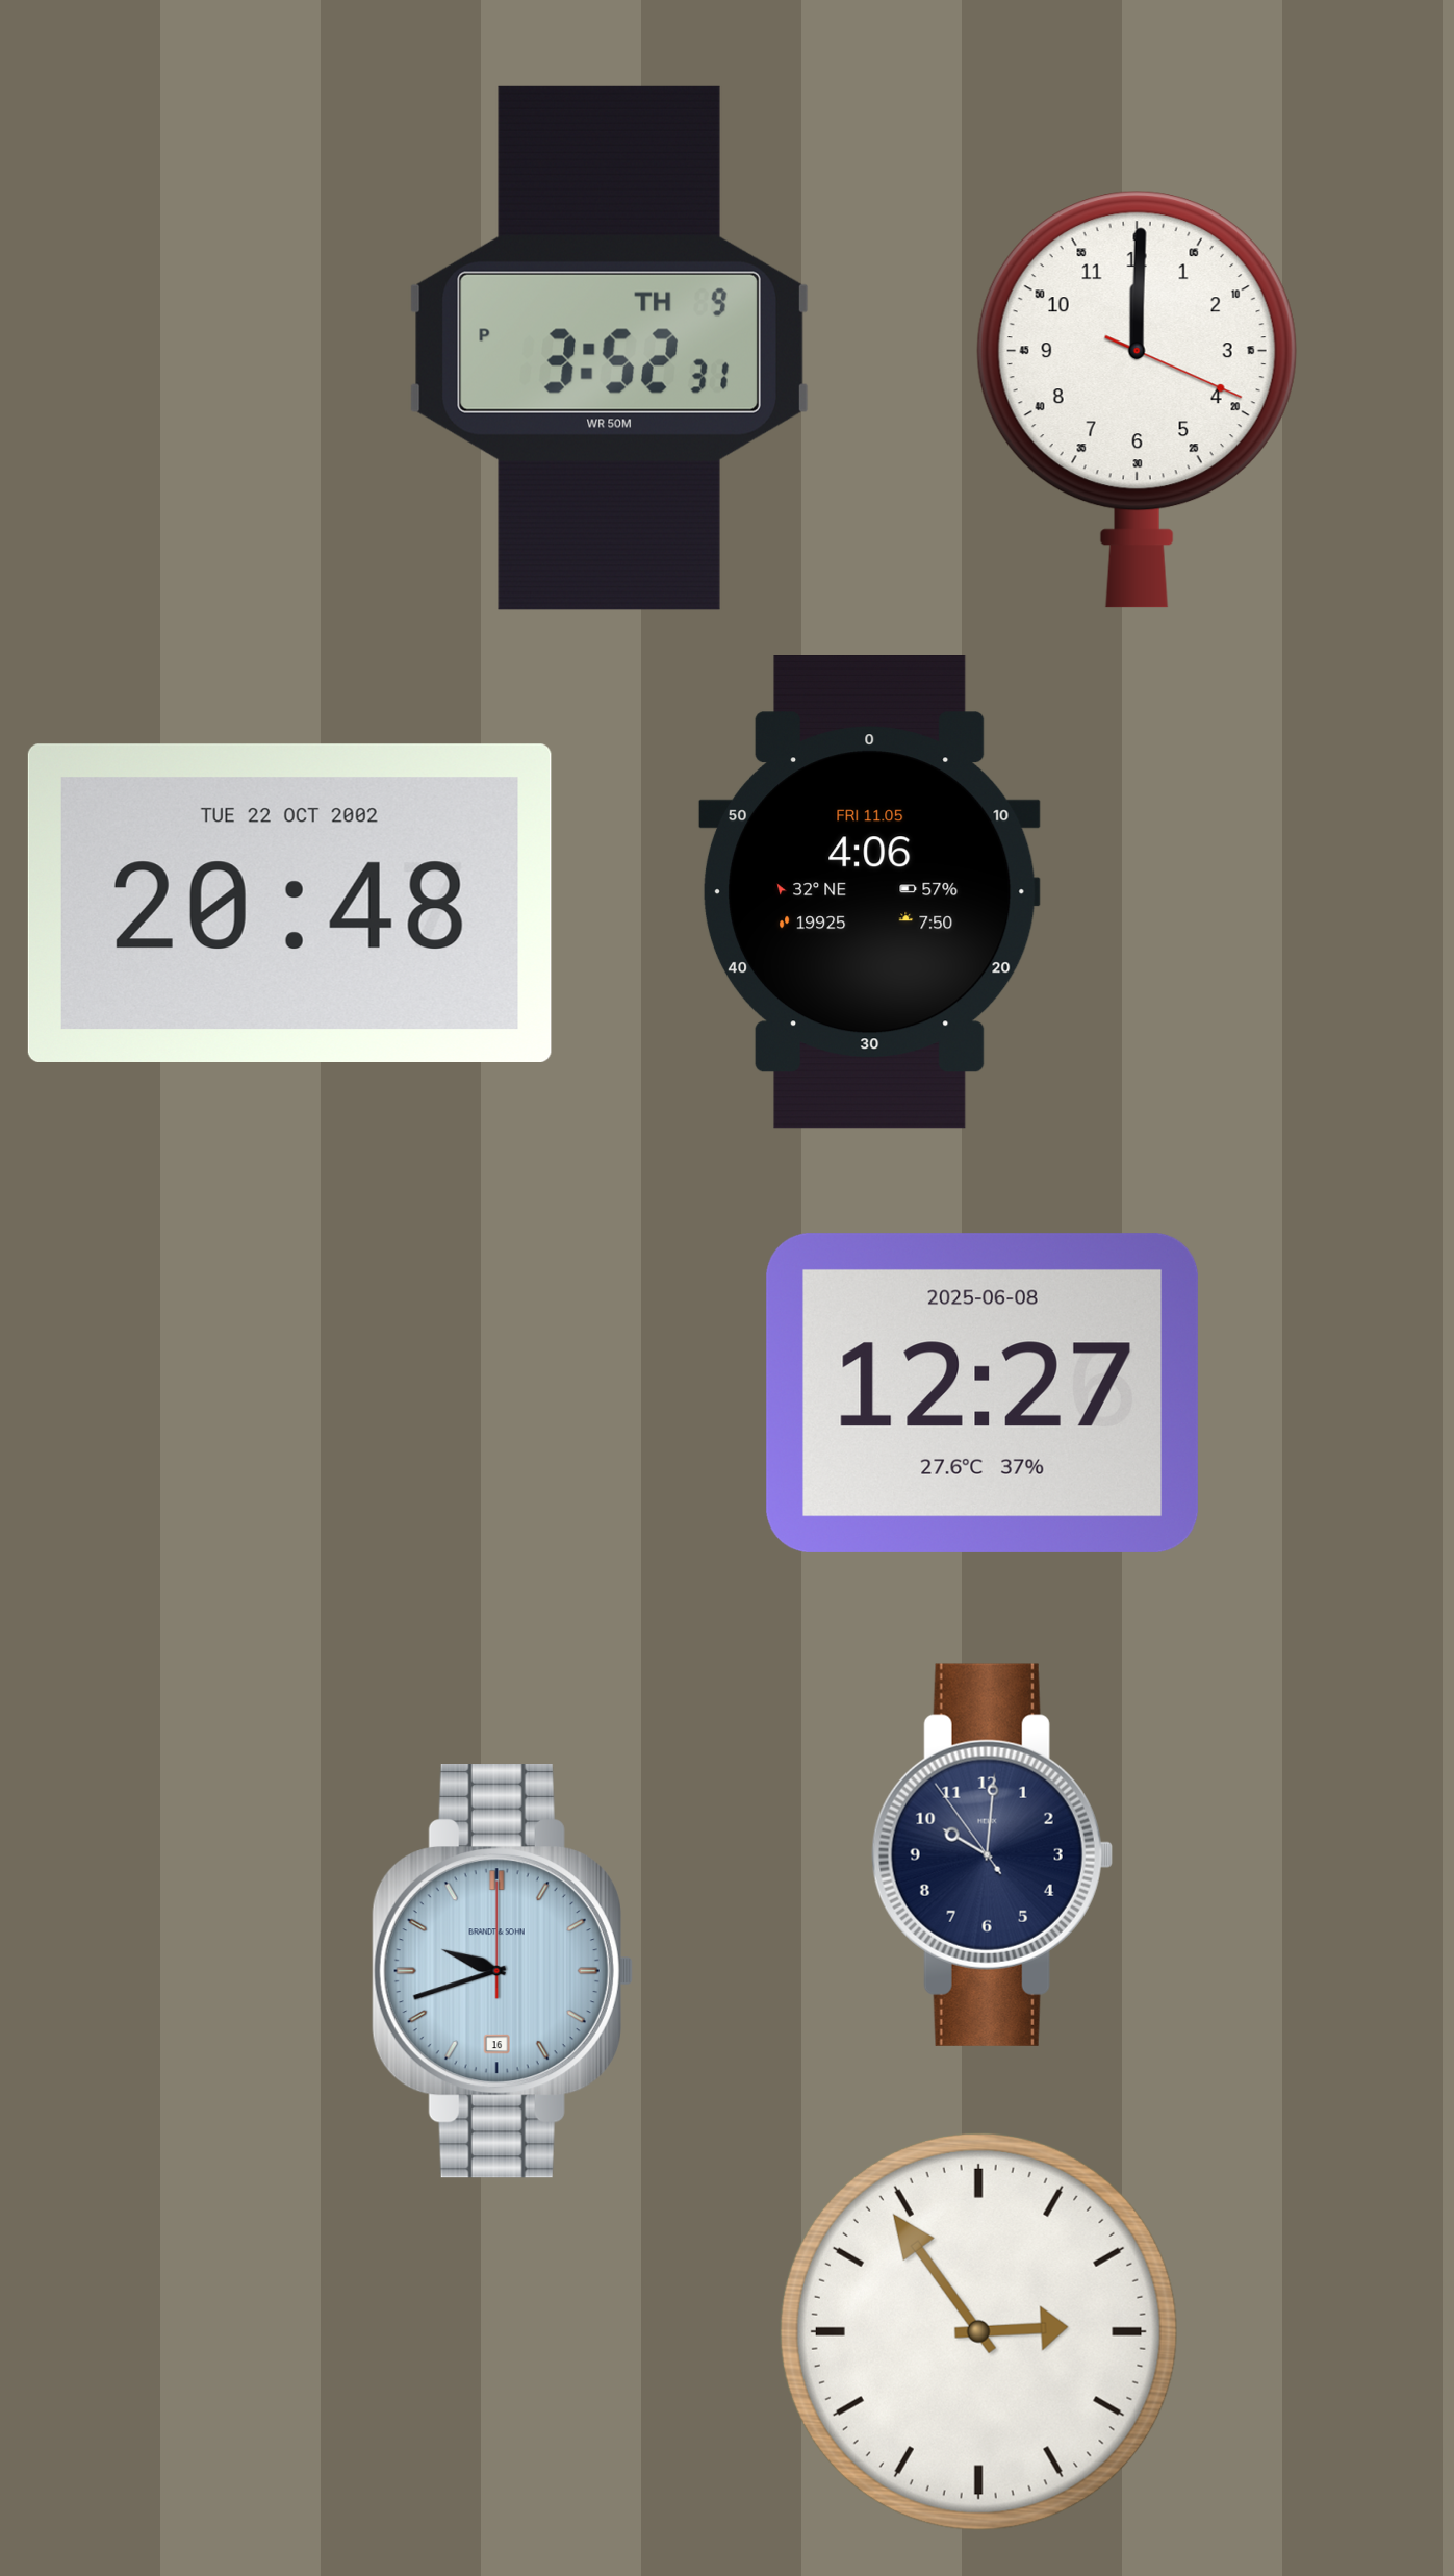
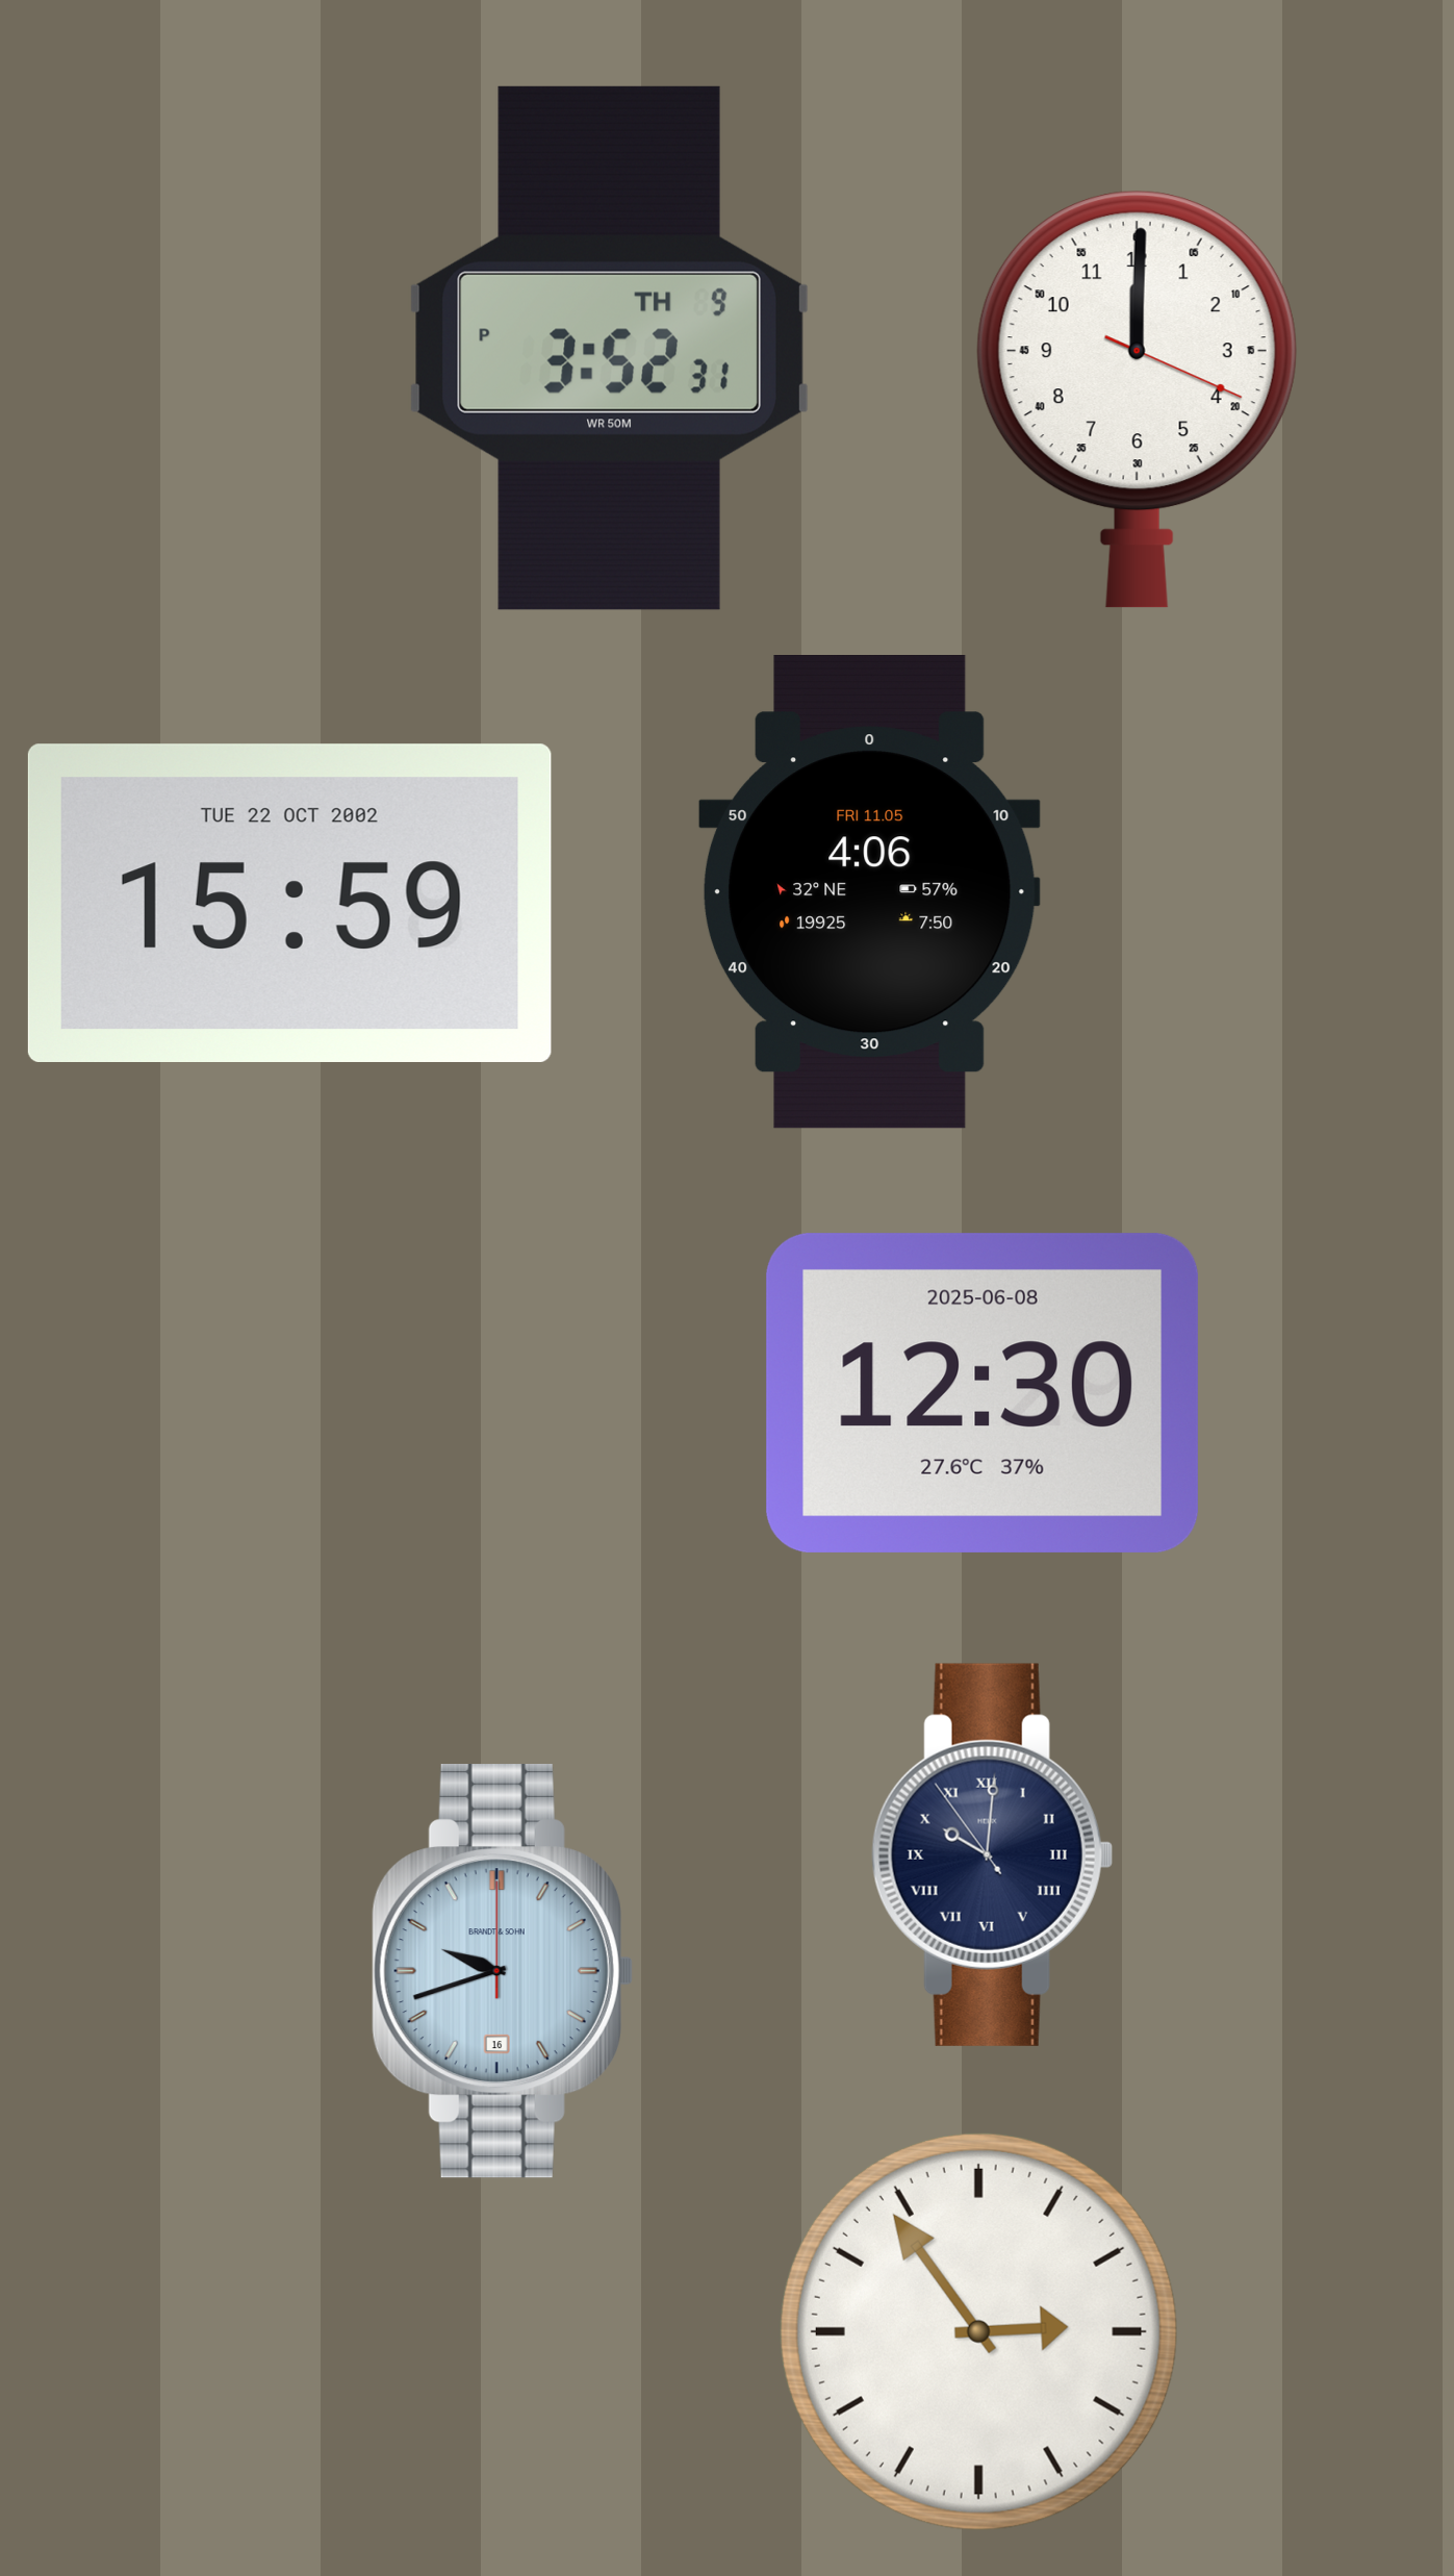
clock at (289, 903): 20:48 -> 15:59
clock at (983, 1393): 12:27 -> 12:30
clock at (992, 1854) numerals: Arabic -> Roman
